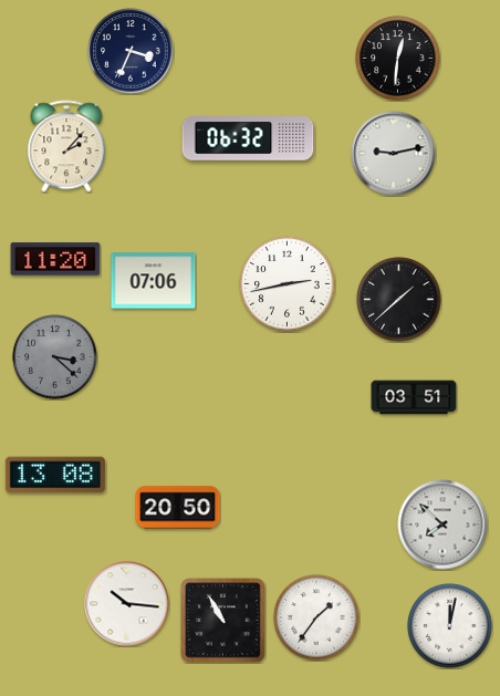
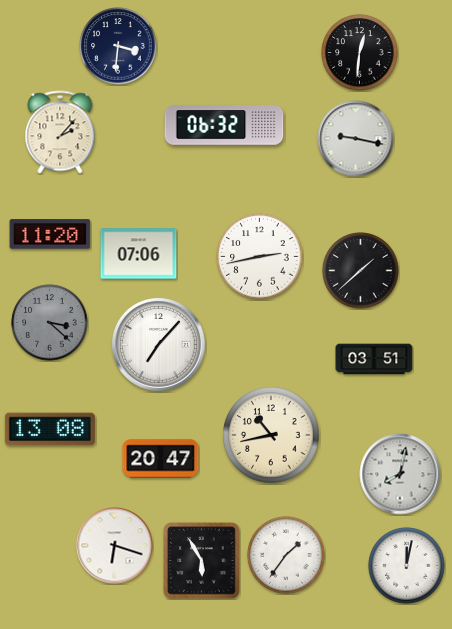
clock at (131, 51): 3:34 -> 3:31
clock at (394, 154): 9:13 -> 9:17
clock at (159, 345): none -> 7:07
clock at (271, 435): none -> 10:43
clock at (178, 508): 20:50 -> 20:47
clock at (442, 524): 7:52 -> 8:02
clock at (127, 604): 10:16 -> 6:18
clock at (316, 617) position: (316, 617) -> (286, 555)
clock at (223, 621): 10:55 -> 5:55
